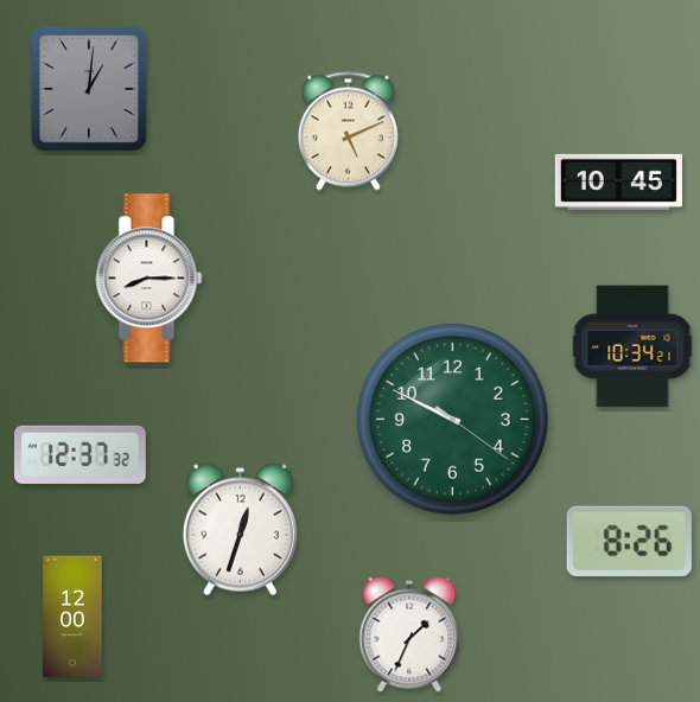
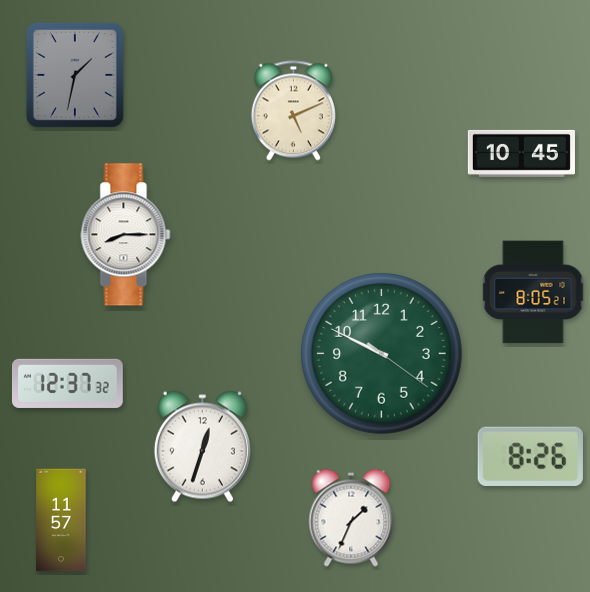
clock at (89, 89): 1:01 -> 1:32
clock at (632, 346): 10:34 -> 8:05
clock at (72, 617): 12:00 -> 11:57
clock at (409, 634) position: (409, 634) -> (351, 518)
